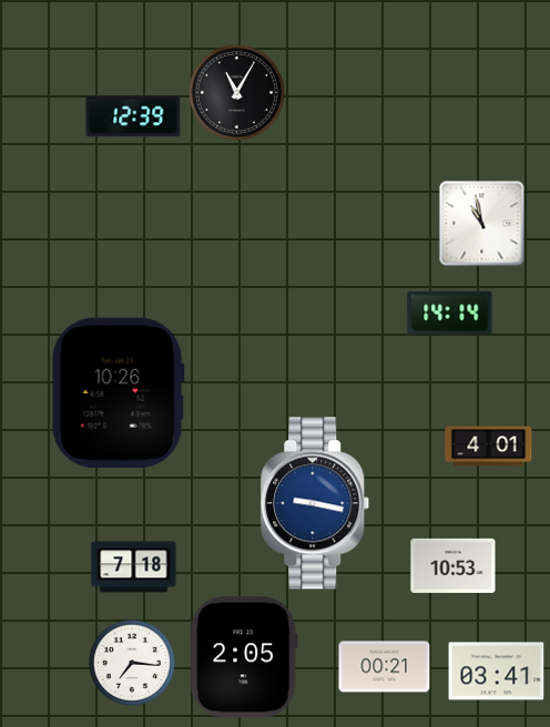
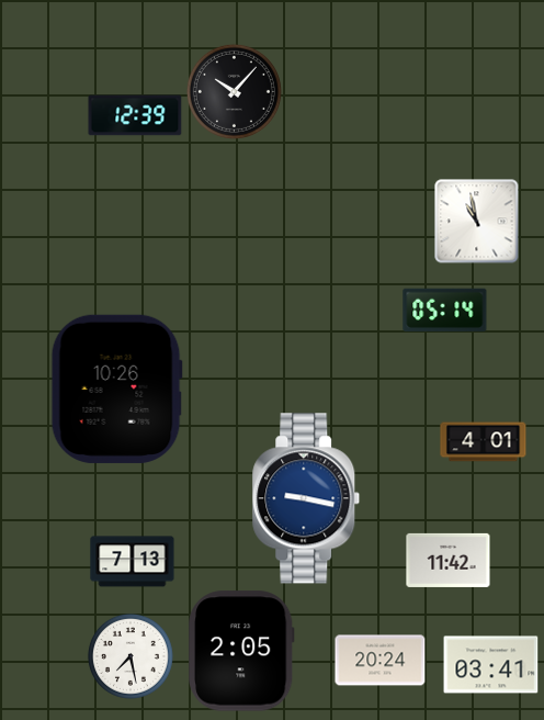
clock at (236, 92): 11:05 -> 10:07
clock at (133, 116) position: (133, 116) -> (135, 115)
clock at (450, 313): 14:14 -> 05:14
clock at (315, 503) position: (315, 503) -> (306, 498)
clock at (454, 565): 10:53 -> 11:42
clock at (134, 567): 7:18 -> 7:13
clock at (132, 663): 7:16 -> 7:28
clock at (385, 667): 00:21 -> 20:24
